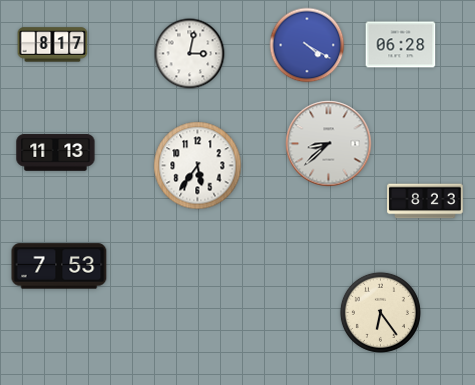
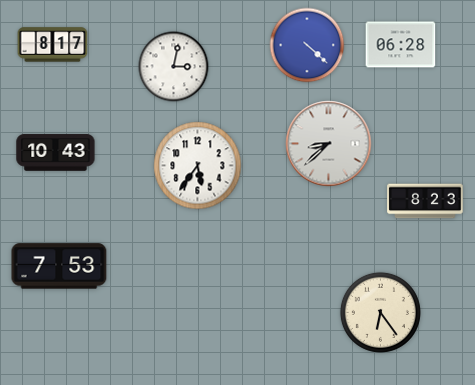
clock at (307, 45): 4:20 -> 4:22
clock at (190, 54) position: (190, 54) -> (174, 67)
clock at (56, 153): 11:13 -> 10:43
